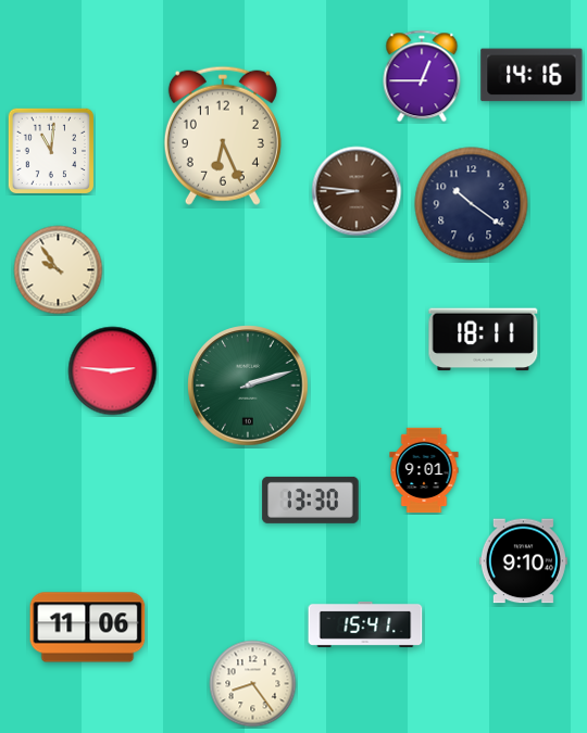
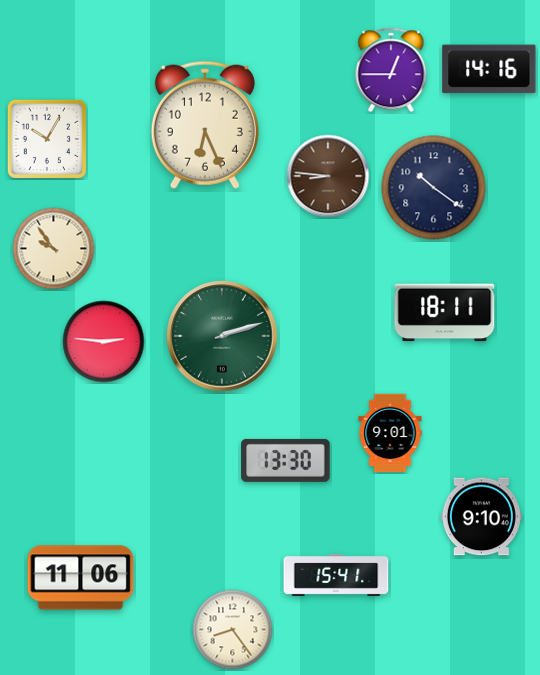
clock at (422, 76) position: (422, 76) -> (391, 70)
clock at (51, 151): 11:01 -> 10:05
clock at (248, 386) position: (248, 386) -> (222, 336)
